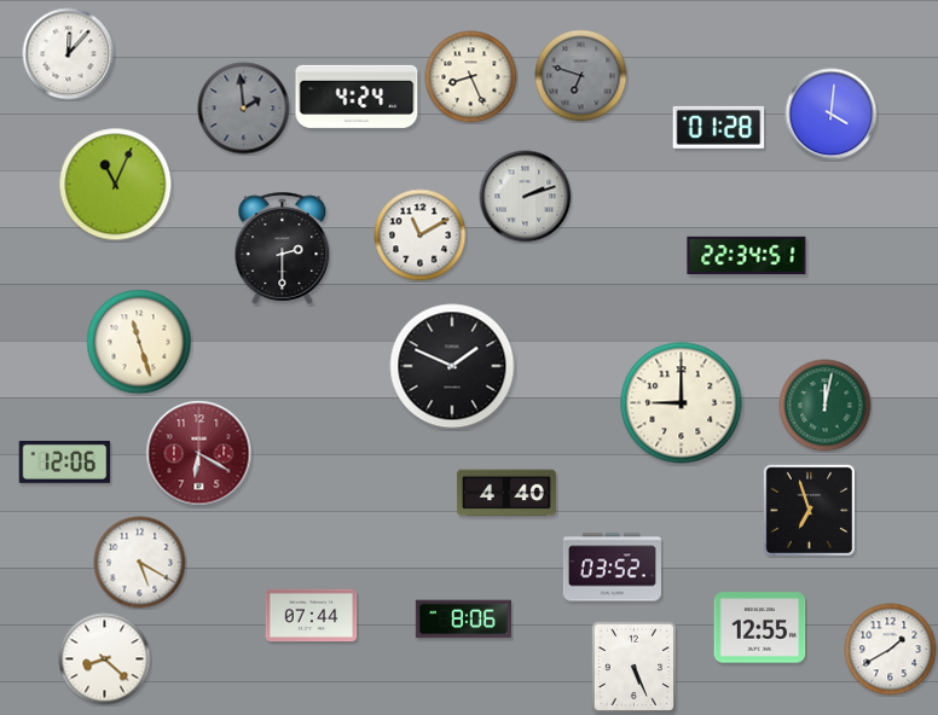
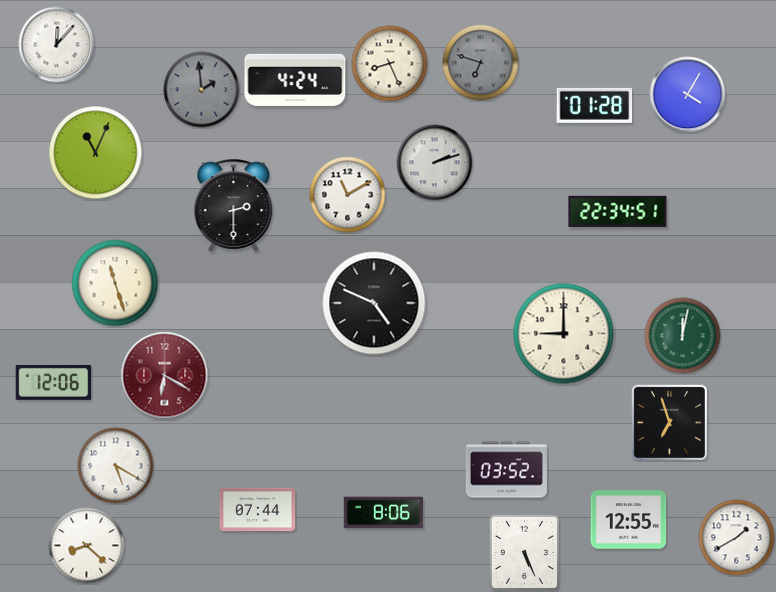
clock at (832, 115): 4:01 -> 4:05
clock at (452, 366): 1:49 -> 4:49
clock at (506, 493): 4:40 -> none
